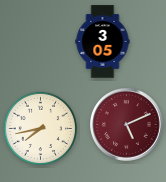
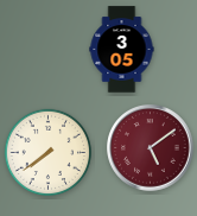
clock at (127, 125): 5:11 -> 5:09
clock at (40, 128): 7:43 -> 7:39
